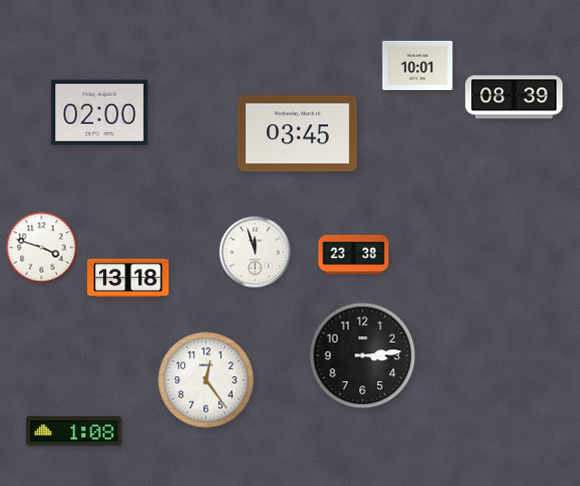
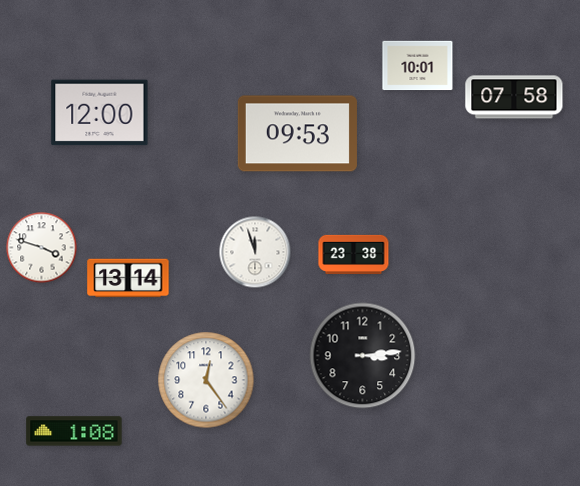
clock at (514, 97): 08:39 -> 07:58
clock at (100, 113): 02:00 -> 12:00
clock at (297, 134): 03:45 -> 09:53
clock at (128, 278): 13:18 -> 13:14
